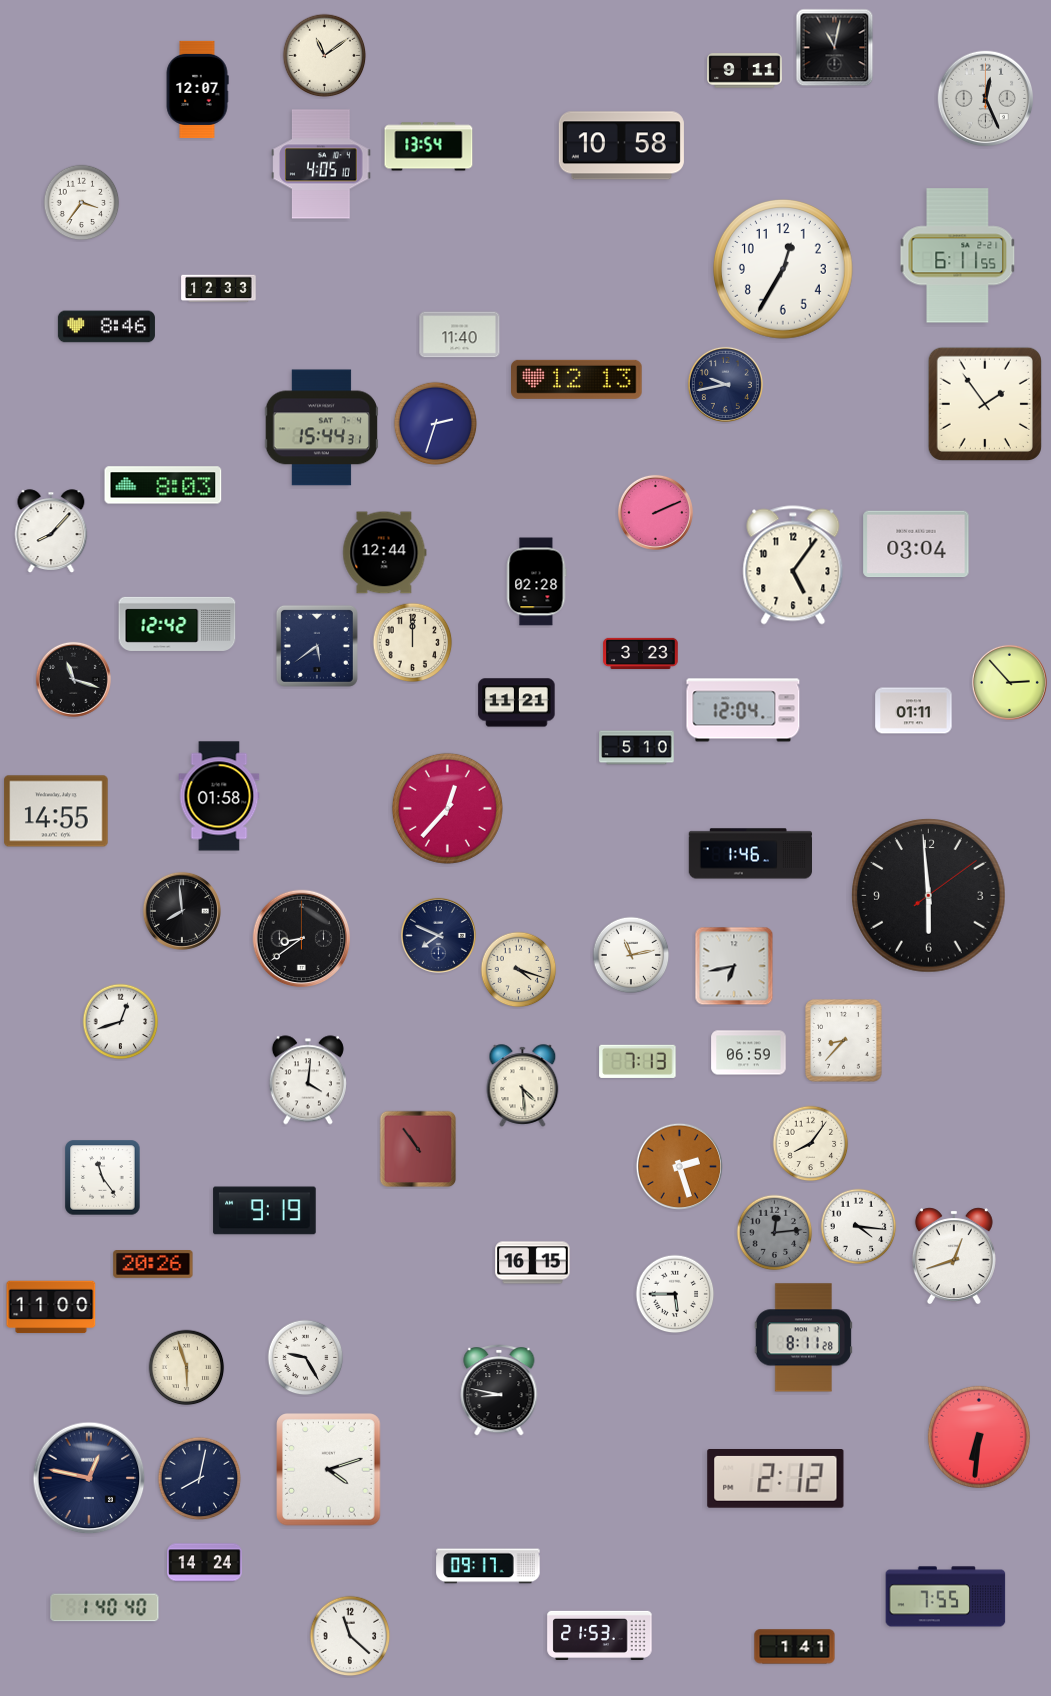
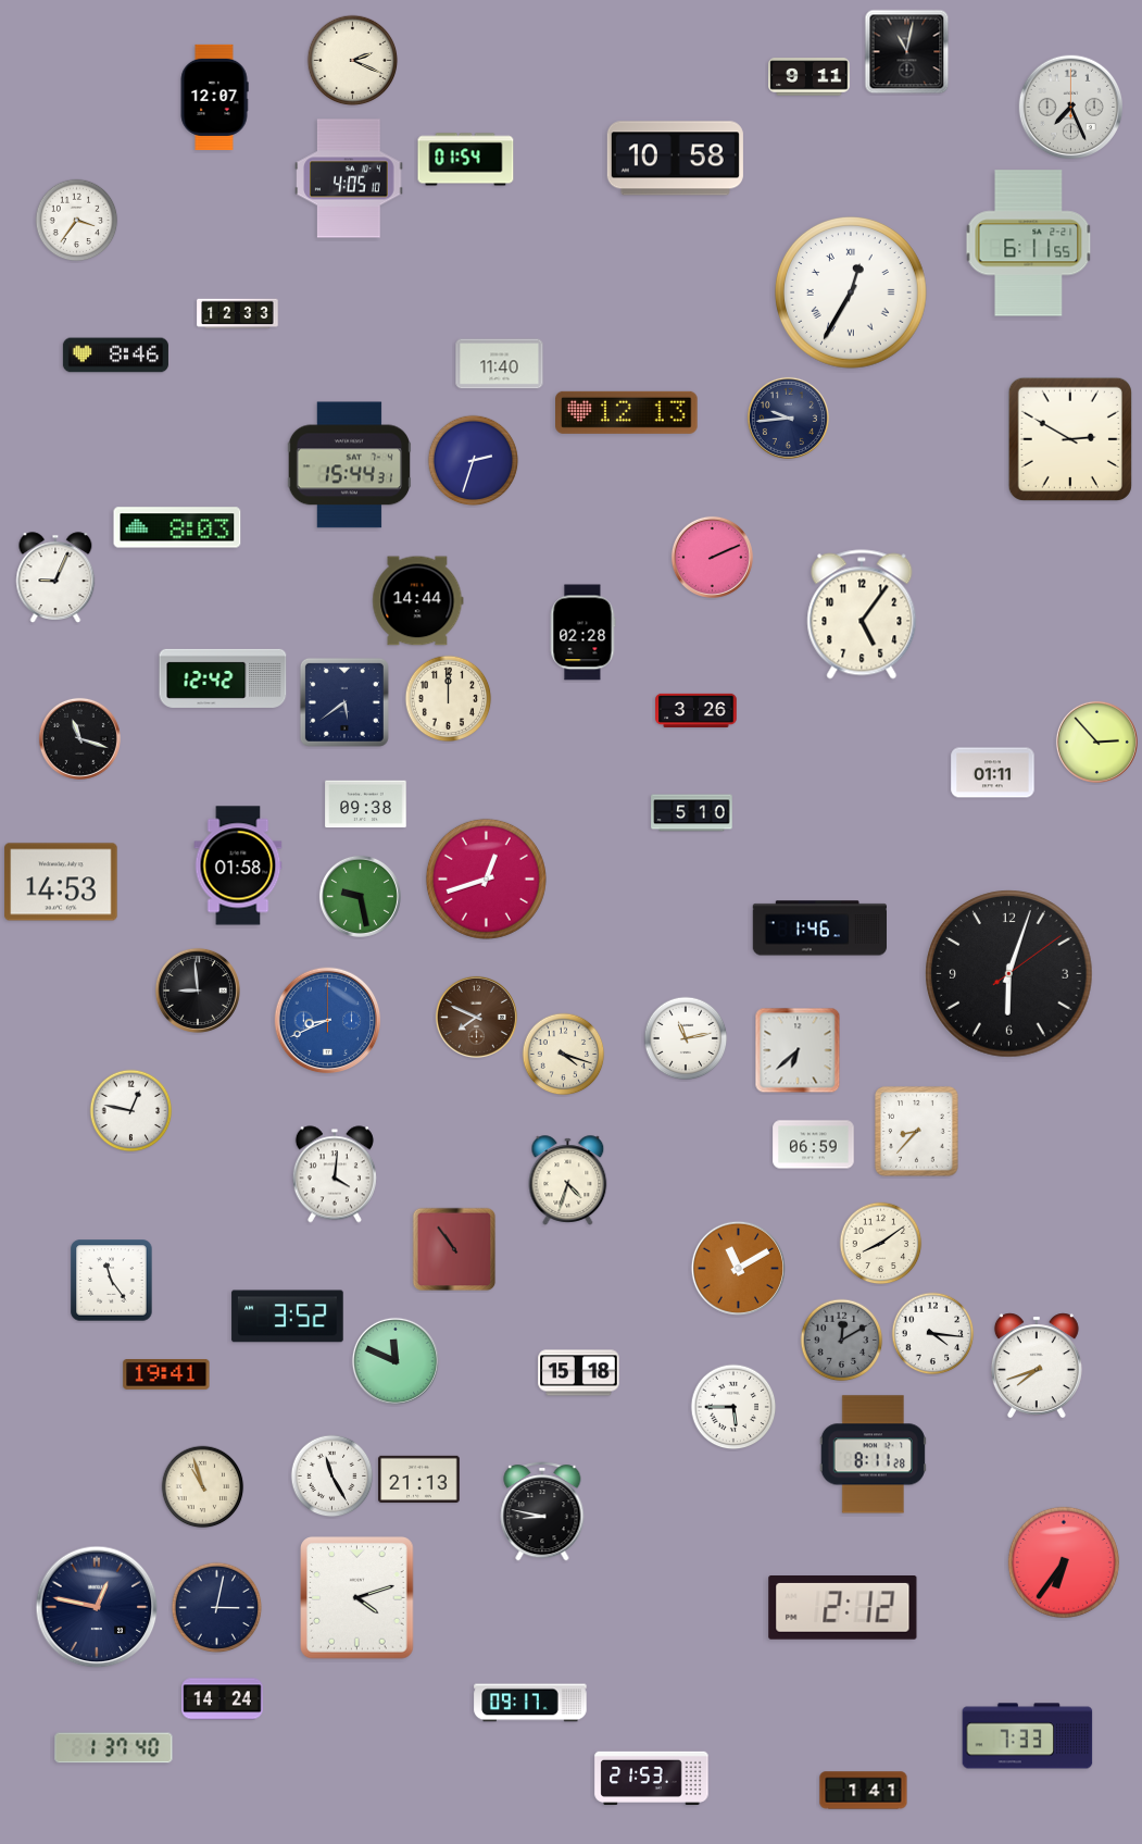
clock at (325, 56): 11:09 -> 2:19
clock at (986, 99): 12:26 -> 7:26
clock at (429, 147): 13:54 -> 01:54
clock at (82, 203) position: (82, 203) -> (77, 221)
clock at (958, 256) position: (958, 256) -> (1029, 244)
clock at (783, 269) numerals: Arabic -> Roman
clock at (725, 384): 9:43 -> 9:44
clock at (985, 404): 1:54 -> 2:50
clock at (51, 531): 8:07 -> 9:04
clock at (916, 544): 03:04 -> none
clock at (385, 553): 12:44 -> 14:44
clock at (177, 624) position: (177, 624) -> (223, 678)
clock at (641, 653): 3:23 -> 3:26
clock at (517, 703): 11:21 -> none
clock at (743, 710): 12:04 -> none
clock at (366, 805): none -> 09:38
clock at (447, 808): 12:37 -> 12:42
clock at (56, 811): 14:55 -> 14:53
clock at (360, 896): none -> 9:28
clock at (750, 854) position: (750, 854) -> (819, 929)
clock at (929, 896): 5:59 -> 6:03
clock at (182, 911): 7:59 -> 8:59
clock at (438, 935) dial: navy -> brown
clock at (302, 939): 8:39 -> 8:41
clock at (302, 939) dial: black -> blue
clock at (734, 966): 6:43 -> 6:38
clock at (121, 1022): 12:42 -> 12:47
clock at (638, 1061): 7:13 -> none
clock at (523, 1086): 4:29 -> 4:33
clock at (811, 1144): 8:06 -> 8:09
clock at (679, 1166): 2:27 -> 11:10
clock at (265, 1211): 9:19 -> 3:52
clock at (775, 1233): 12:14 -> 12:10
clock at (396, 1361): none -> 11:49
clock at (954, 1256): 12:42 -> 7:42
clock at (533, 1263): 16:15 -> 15:18
clock at (153, 1265): 20:26 -> 19:41
clock at (51, 1307): 11:00 -> none
clock at (306, 1358): 9:25 -> 11:25
clock at (419, 1479): none -> 21:13
clock at (187, 1368): 5:57 -> 10:57
clock at (979, 1437): 6:31 -> 6:36
clock at (200, 1479): 8:02 -> 3:02
clock at (946, 1597): 7:55 -> 7:33
clock at (105, 1608): 1:40 -> 1:37
clock at (350, 1636): 11:22 -> none
